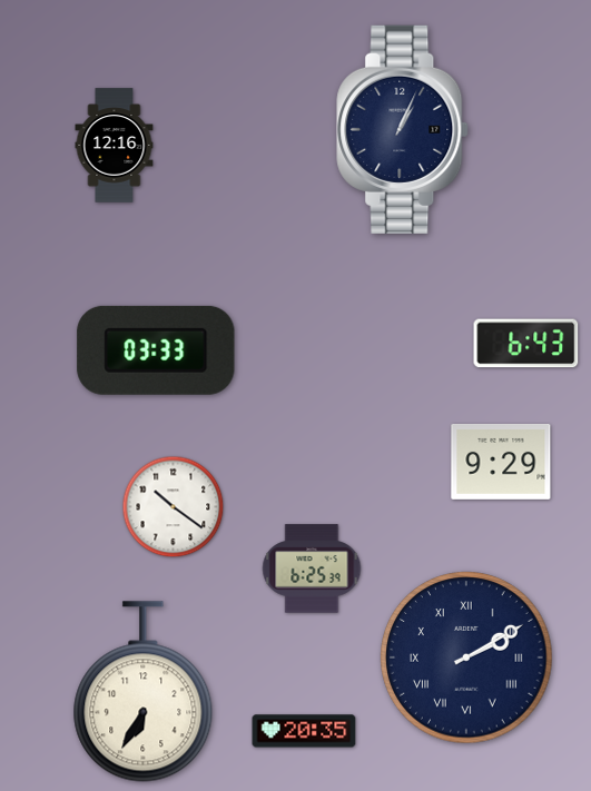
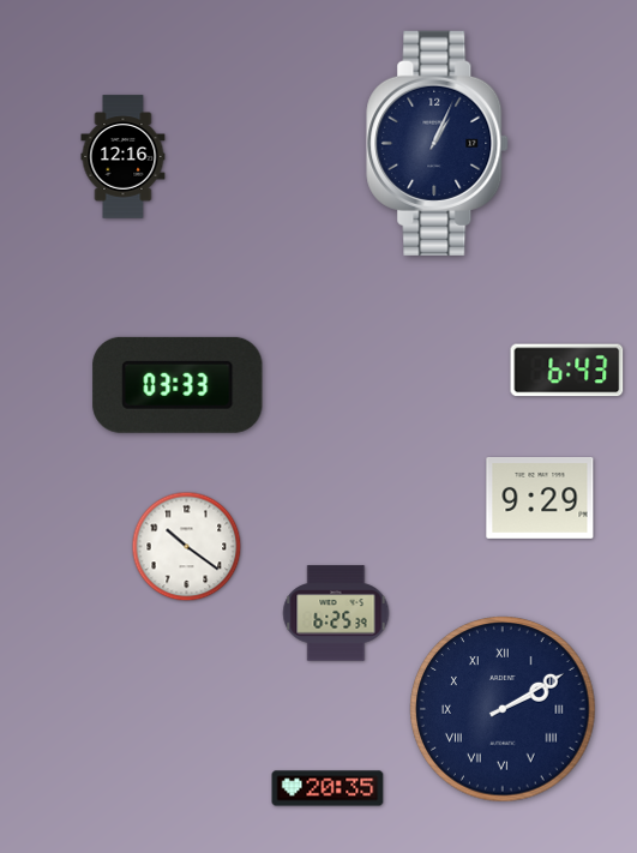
clock at (403, 129) position: (403, 129) -> (438, 143)
clock at (156, 350) position: (156, 350) -> (178, 385)
clock at (144, 692): 6:35 -> none
